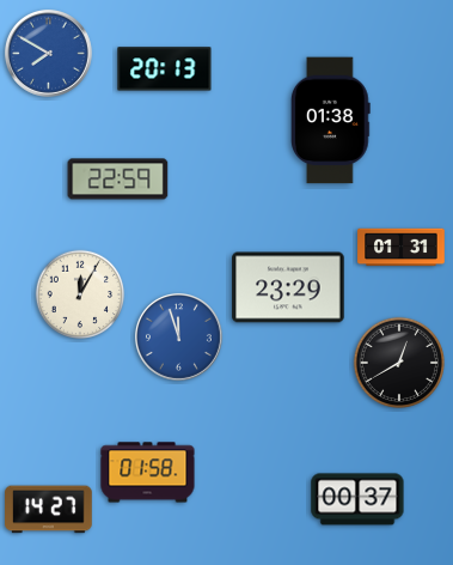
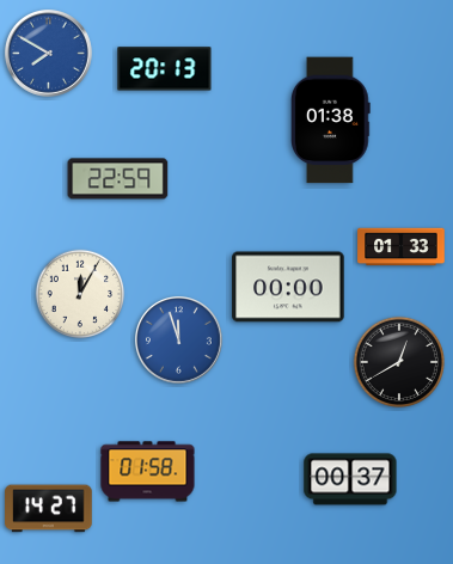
clock at (402, 248): 01:31 -> 01:33
clock at (288, 287): 23:29 -> 00:00
clock at (178, 336) position: (178, 336) -> (178, 339)
clock at (357, 499) position: (357, 499) -> (350, 479)
